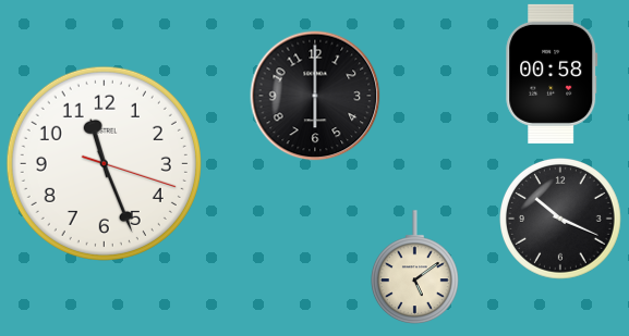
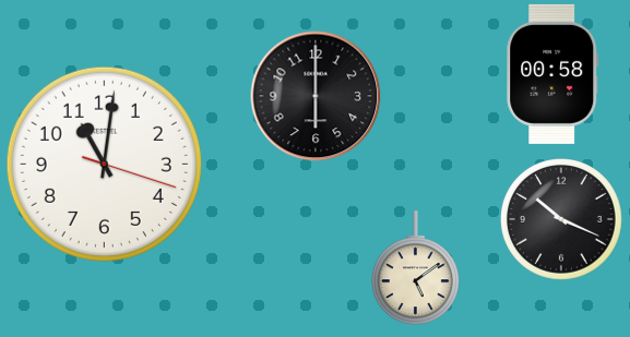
clock at (104, 163): 11:26 -> 11:01
